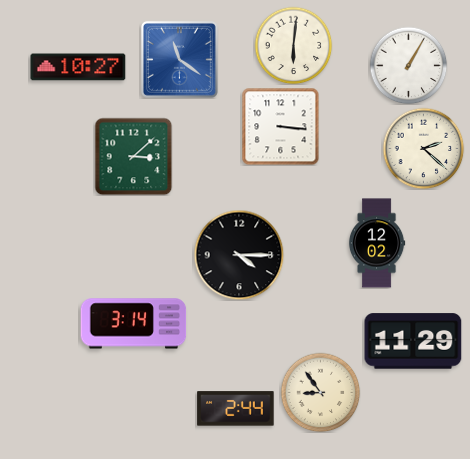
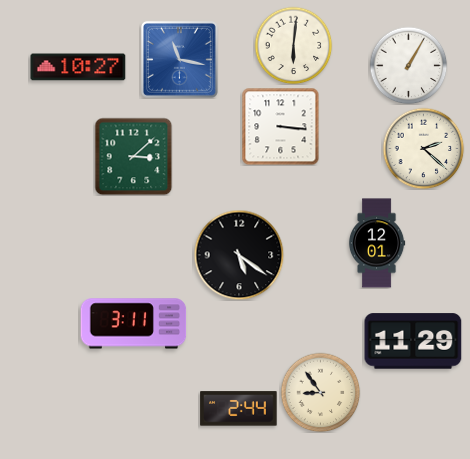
clock at (179, 59): 11:21 -> 11:17
clock at (377, 243): 12:02 -> 12:01
clock at (239, 255): 4:15 -> 5:21
clock at (134, 324): 3:14 -> 3:11
clock at (236, 409) position: (236, 409) -> (239, 409)
